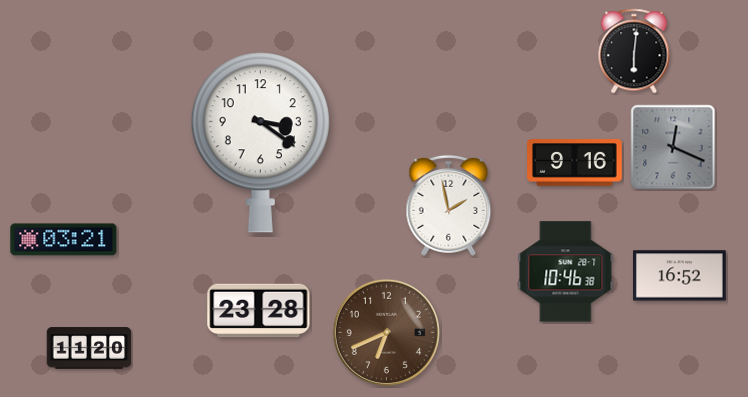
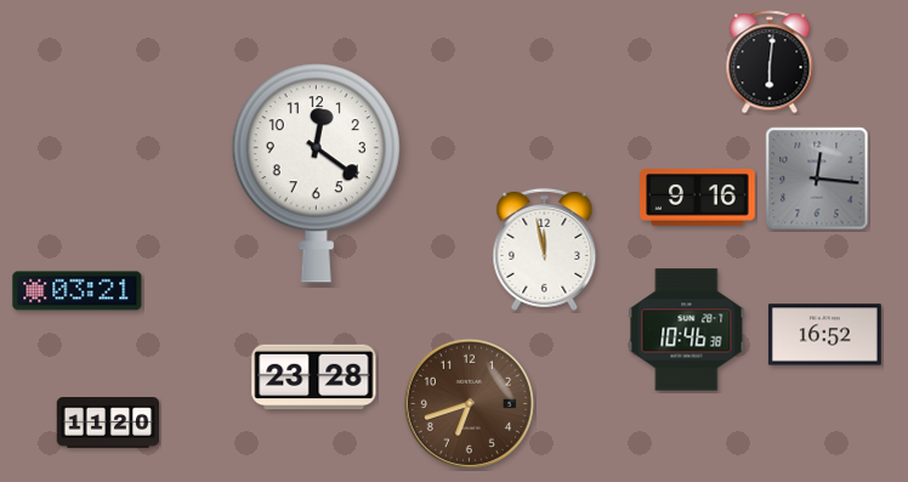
clock at (260, 143): 3:21 -> 12:21
clock at (673, 147): 12:19 -> 12:16
clock at (449, 205): 1:58 -> 11:58
clock at (386, 332): 6:41 -> 6:42
